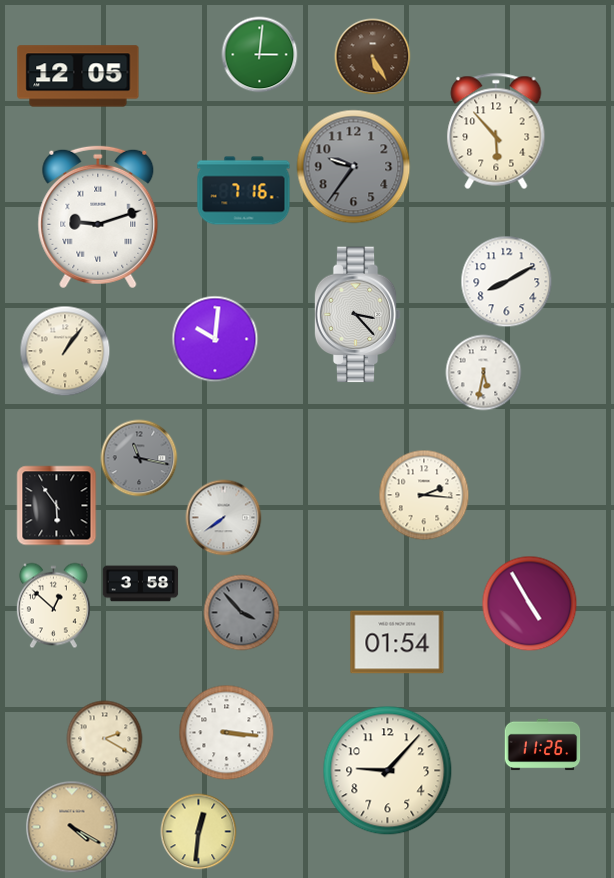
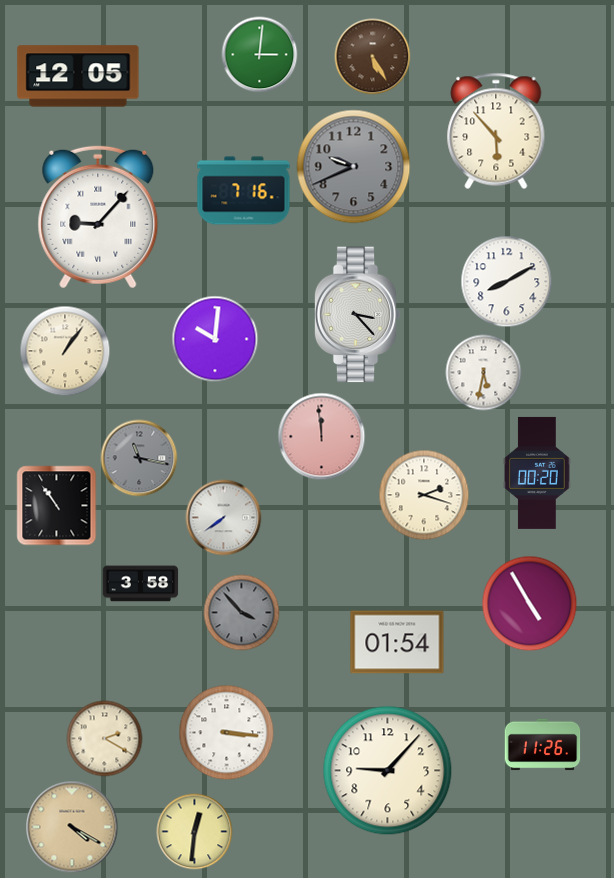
clock at (354, 167): 9:36 -> 9:41
clock at (98, 217): 9:12 -> 9:07
clock at (322, 437): none -> 11:59
clock at (537, 473): none -> 00:20
clock at (424, 495): 2:16 -> 2:18
clock at (57, 506): 5:54 -> 10:54
clock at (53, 606): 12:52 -> none
clock at (199, 832) position: (199, 832) -> (195, 832)
